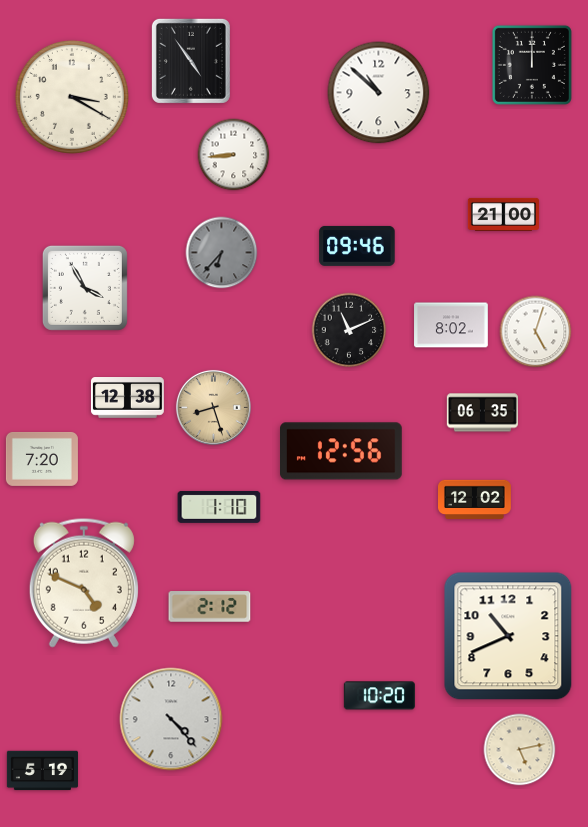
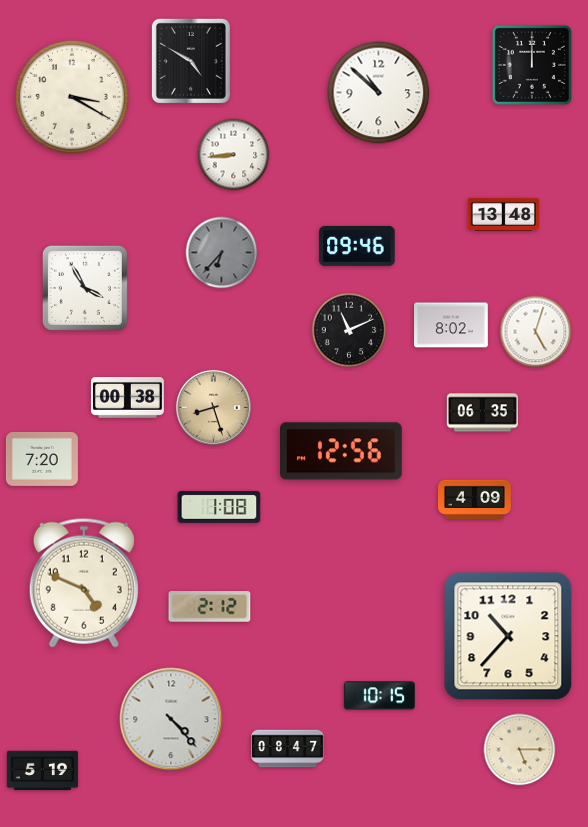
clock at (191, 61): 4:54 -> 4:50
clock at (503, 214): 21:00 -> 13:48
clock at (127, 398): 12:38 -> 00:38
clock at (475, 500): 12:02 -> 4:09
clock at (219, 507): 1:10 -> 1:08
clock at (508, 636): 10:41 -> 10:37
clock at (379, 696): 10:20 -> 10:15
clock at (288, 749): none -> 08:47
clock at (520, 750): 5:13 -> 5:15
